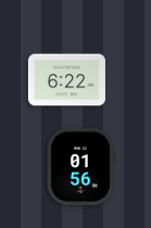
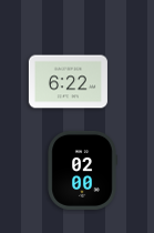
clock at (80, 166): 01:56 -> 02:00
